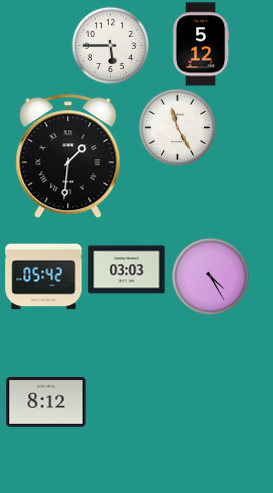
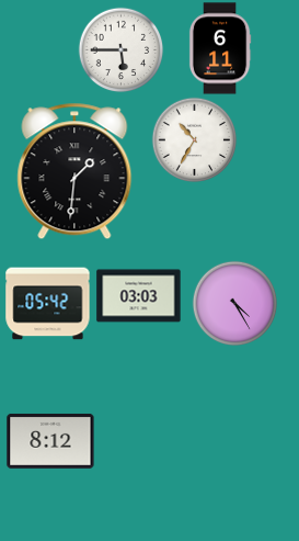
clock at (201, 44): 5:12 -> 6:11
clock at (177, 127): 11:25 -> 10:35
clock at (210, 276) position: (210, 276) -> (234, 303)
